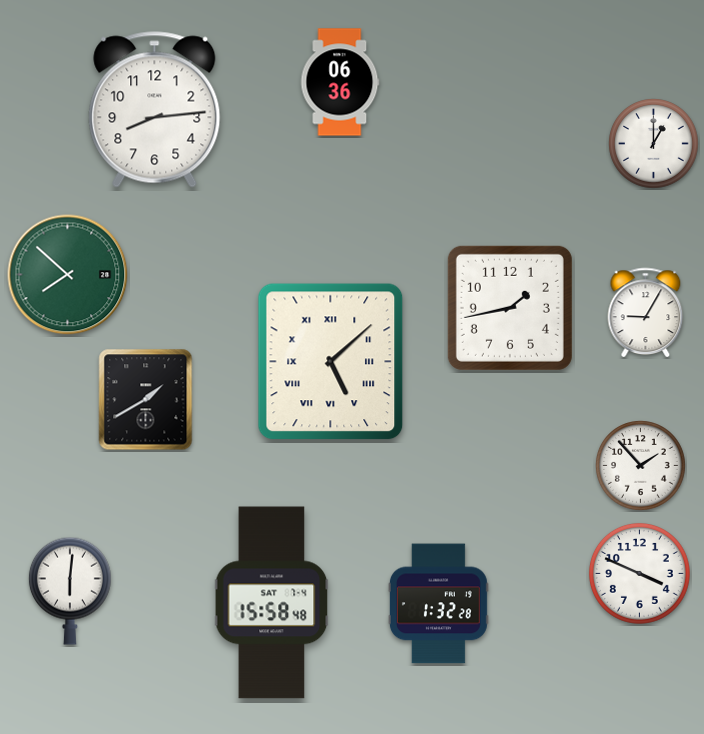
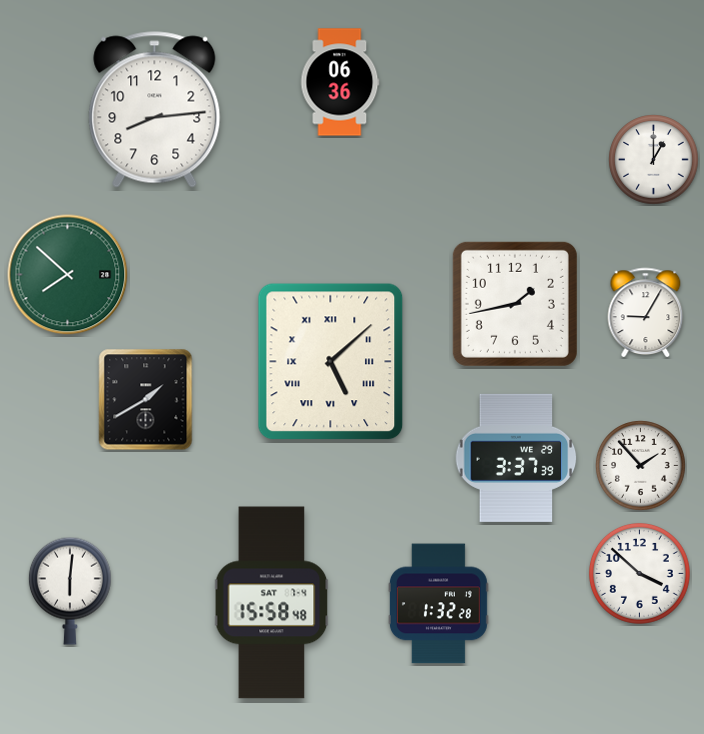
clock at (654, 144) position: (654, 144) -> (654, 160)
clock at (510, 308) position: (510, 308) -> (515, 304)
clock at (516, 458): none -> 3:37
clock at (639, 573): 3:49 -> 3:52
